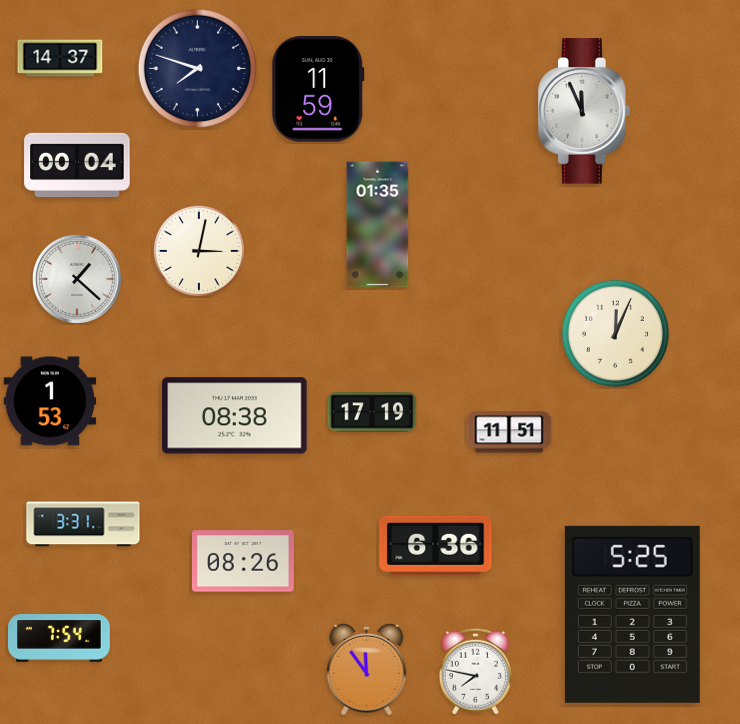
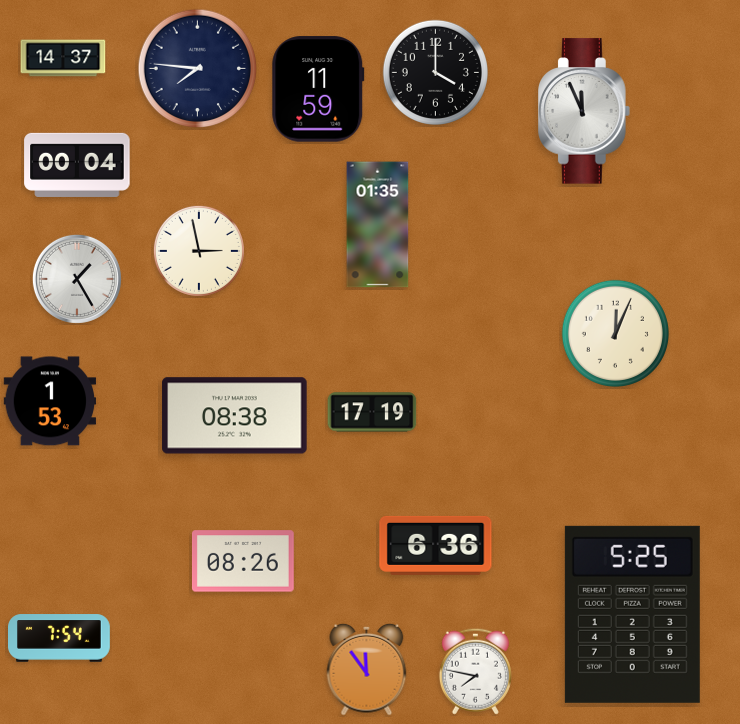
clock at (60, 58) position: (60, 58) -> (63, 58)
clock at (198, 69): 7:48 -> 7:46
clock at (435, 72): none -> 4:00
clock at (199, 251): 3:02 -> 2:58
clock at (77, 279): 1:22 -> 1:25
clock at (509, 432): 11:51 -> none
clock at (83, 524): 3:31 -> none
